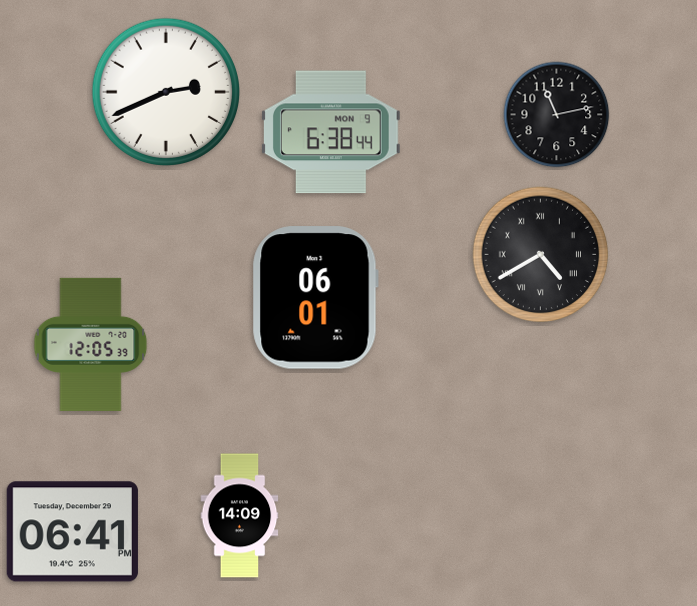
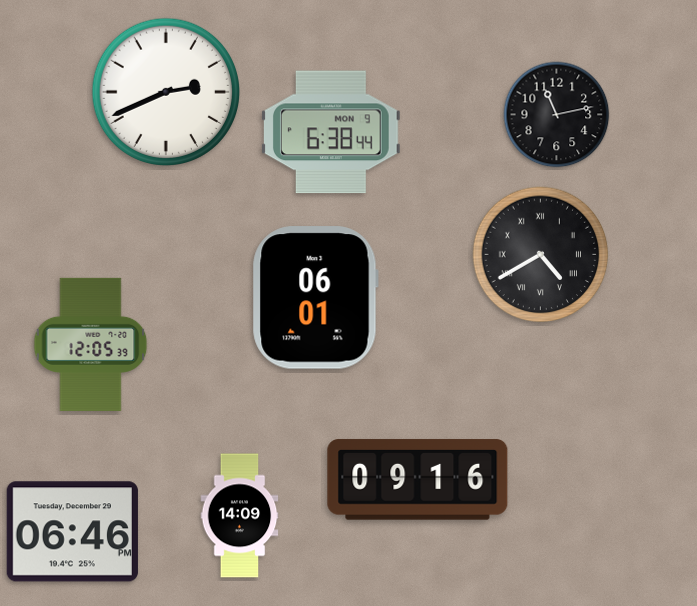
clock at (418, 480): none -> 09:16
clock at (72, 532): 06:41 -> 06:46
